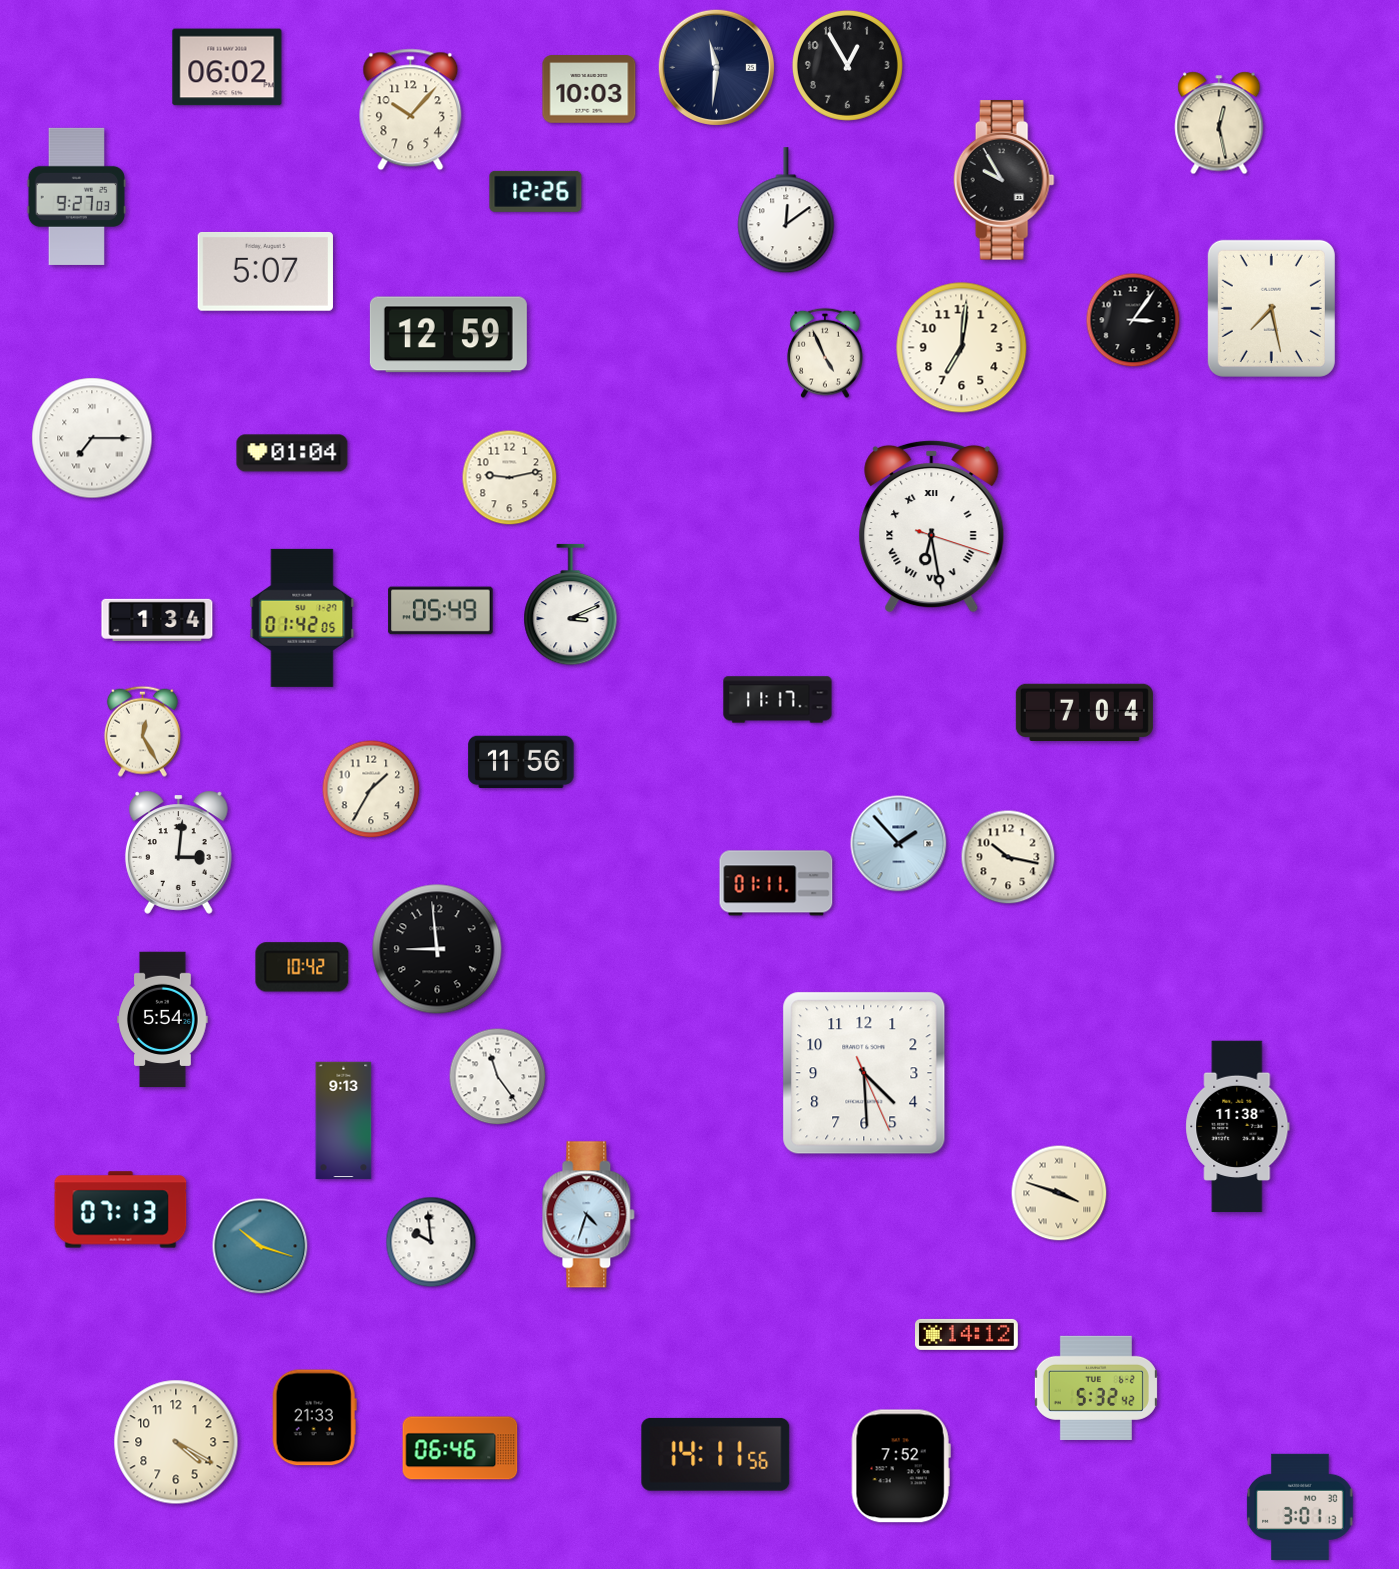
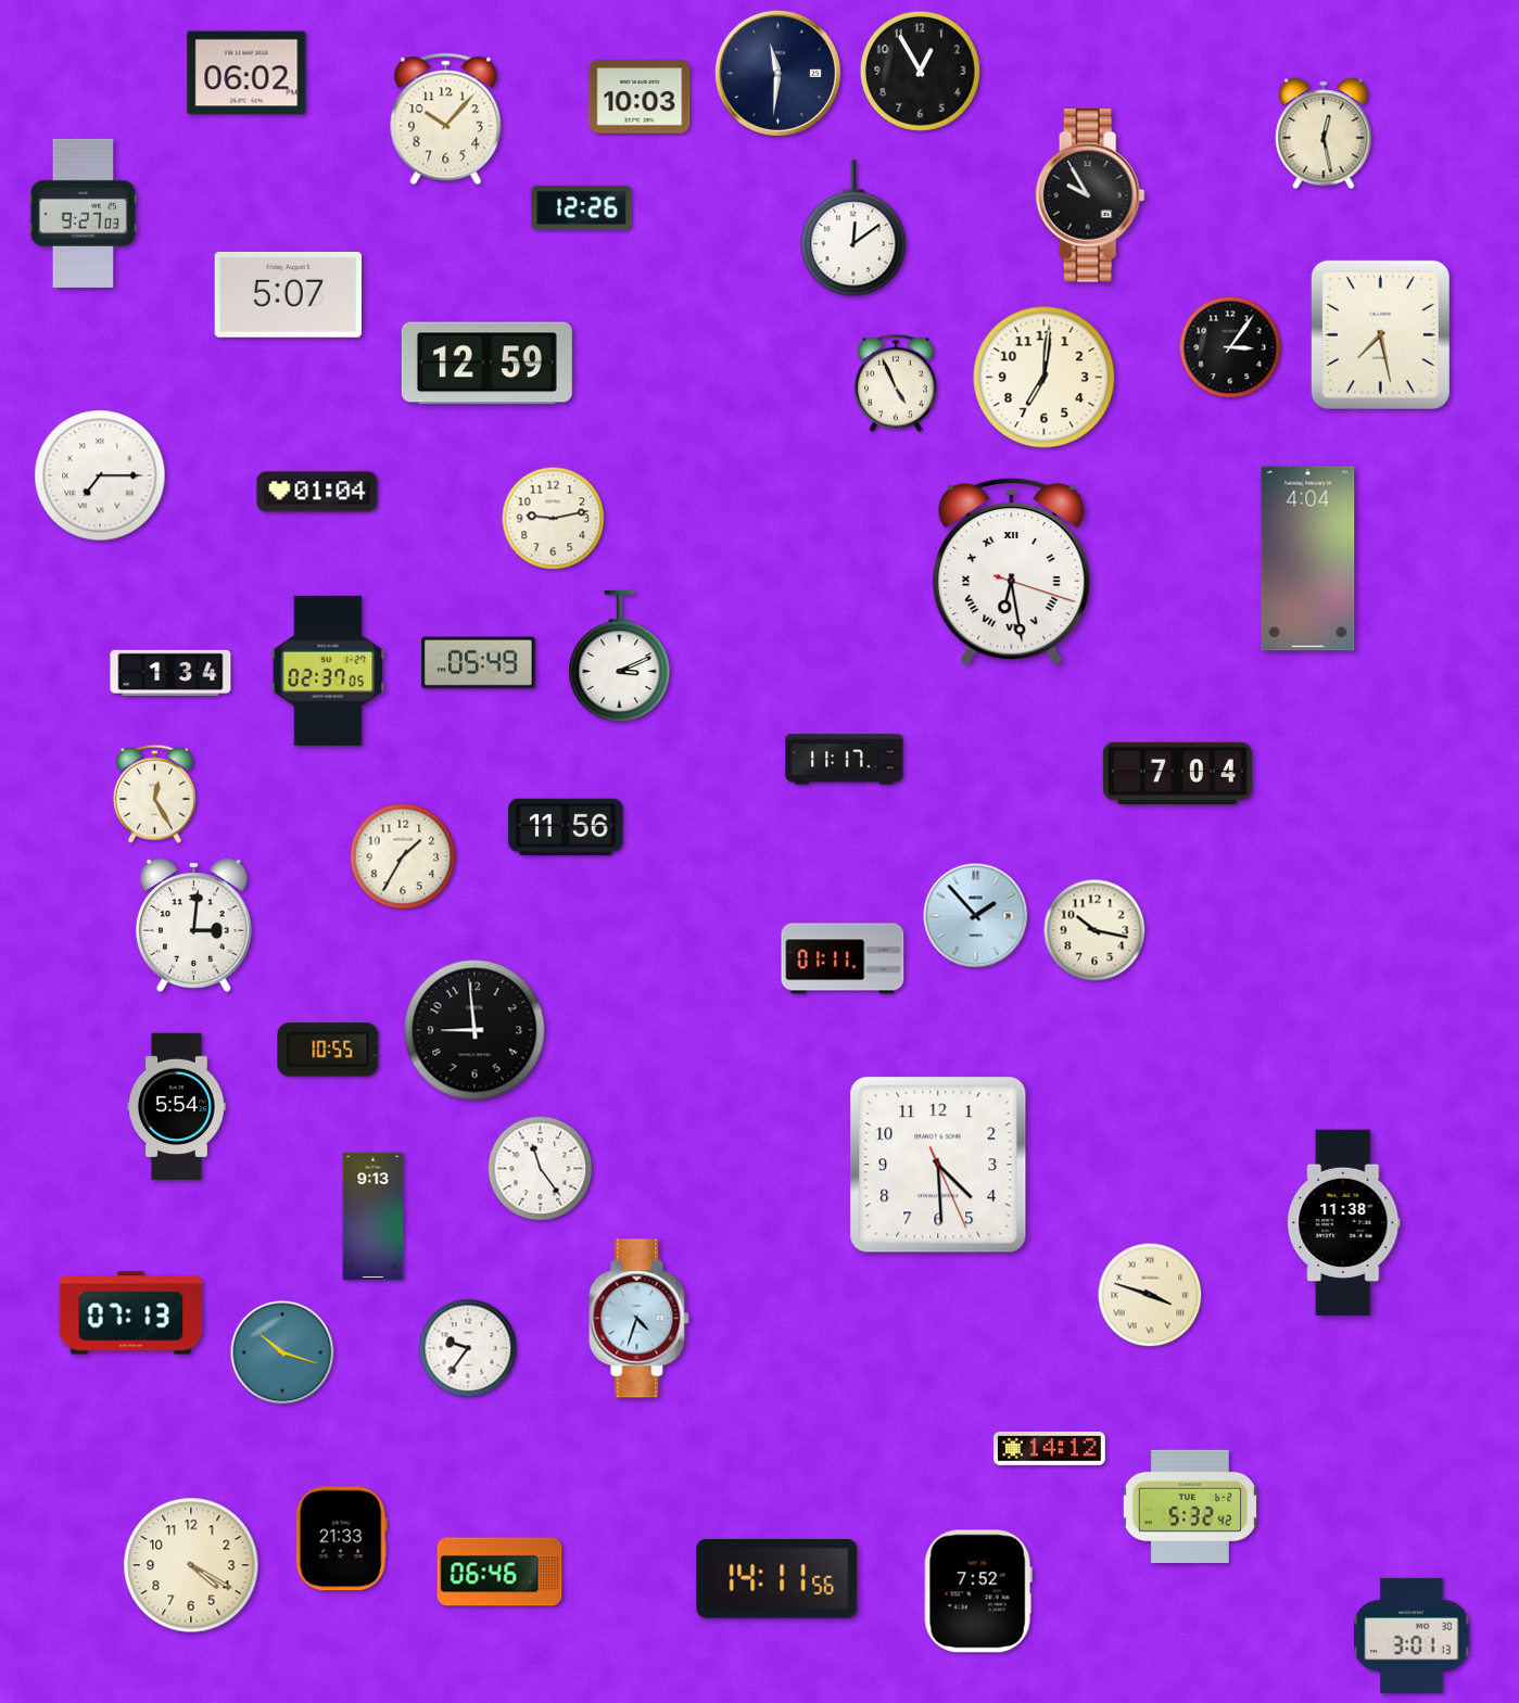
clock at (1308, 559): none -> 4:04
clock at (302, 618): 01:42 -> 02:37
clock at (302, 967): 10:42 -> 10:55
clock at (431, 1242): 9:59 -> 9:36
